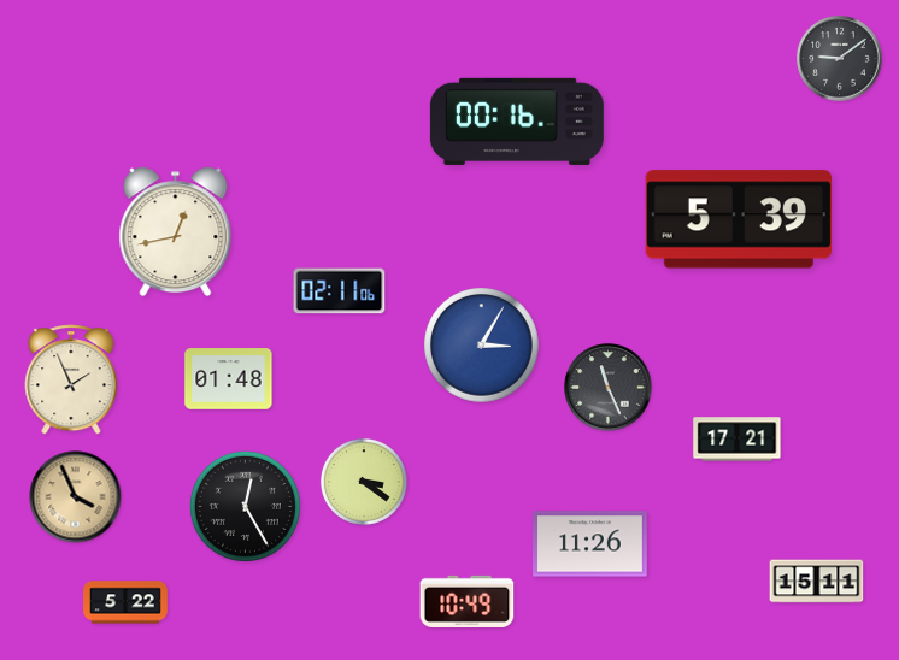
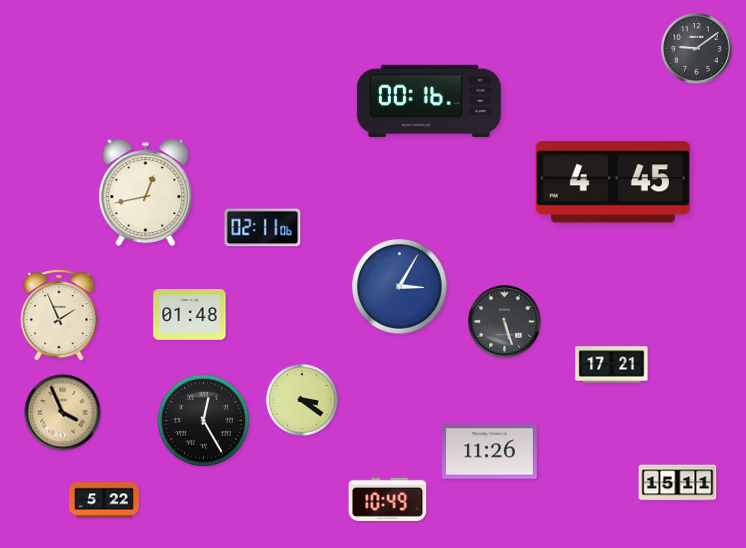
clock at (739, 219): 5:39 -> 4:45
clock at (340, 291) position: (340, 291) -> (263, 228)
clock at (609, 388): 11:26 -> 5:27
